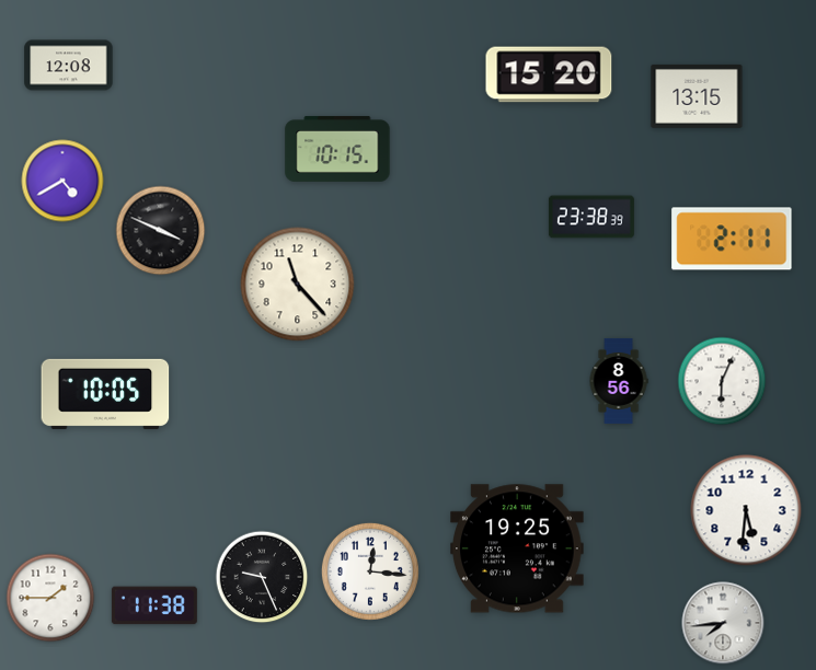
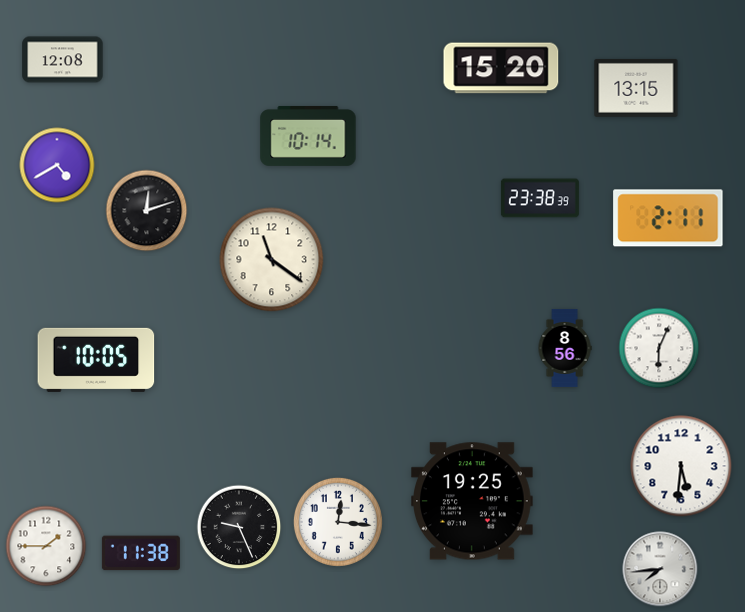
clock at (337, 149): 10:15 -> 10:14
clock at (161, 231): 3:49 -> 12:12
clock at (298, 285): 11:23 -> 11:21
